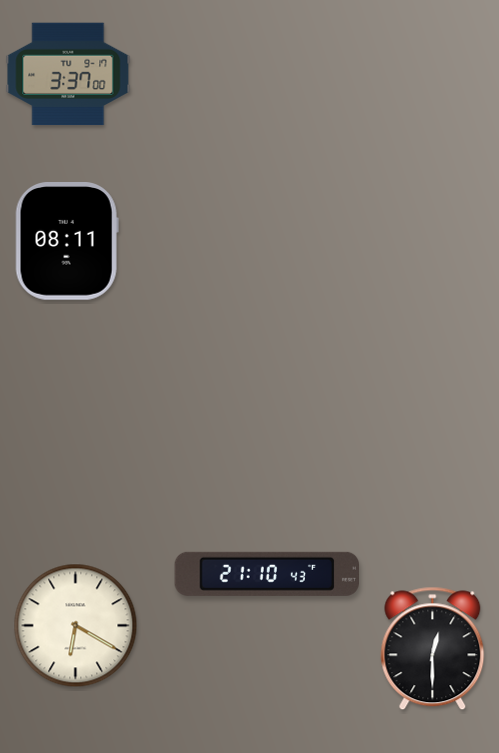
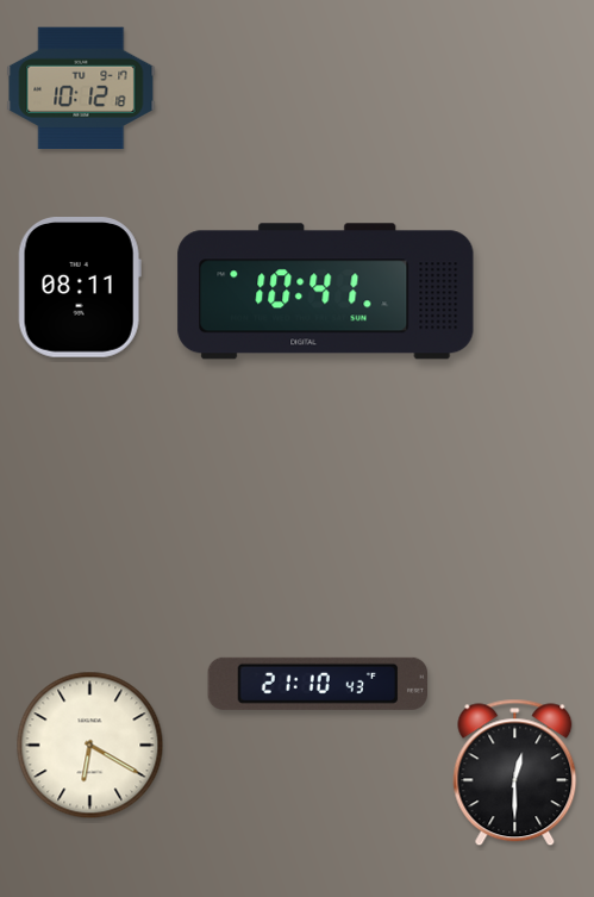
clock at (68, 74): 3:37 -> 10:12
clock at (326, 292): none -> 10:41
